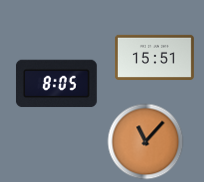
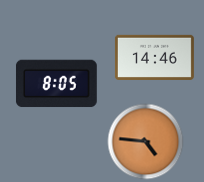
clock at (154, 57): 15:51 -> 14:46
clock at (146, 142): 11:07 -> 4:46
